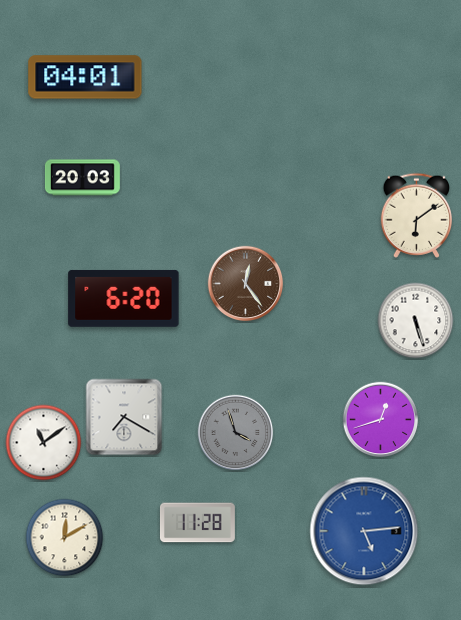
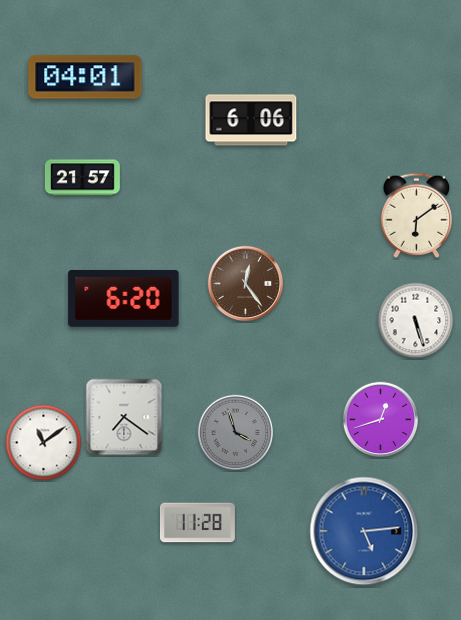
clock at (251, 120): none -> 6:06
clock at (82, 178): 20:03 -> 21:57
clock at (124, 417): 7:20 -> 7:21
clock at (65, 538): 12:10 -> none
